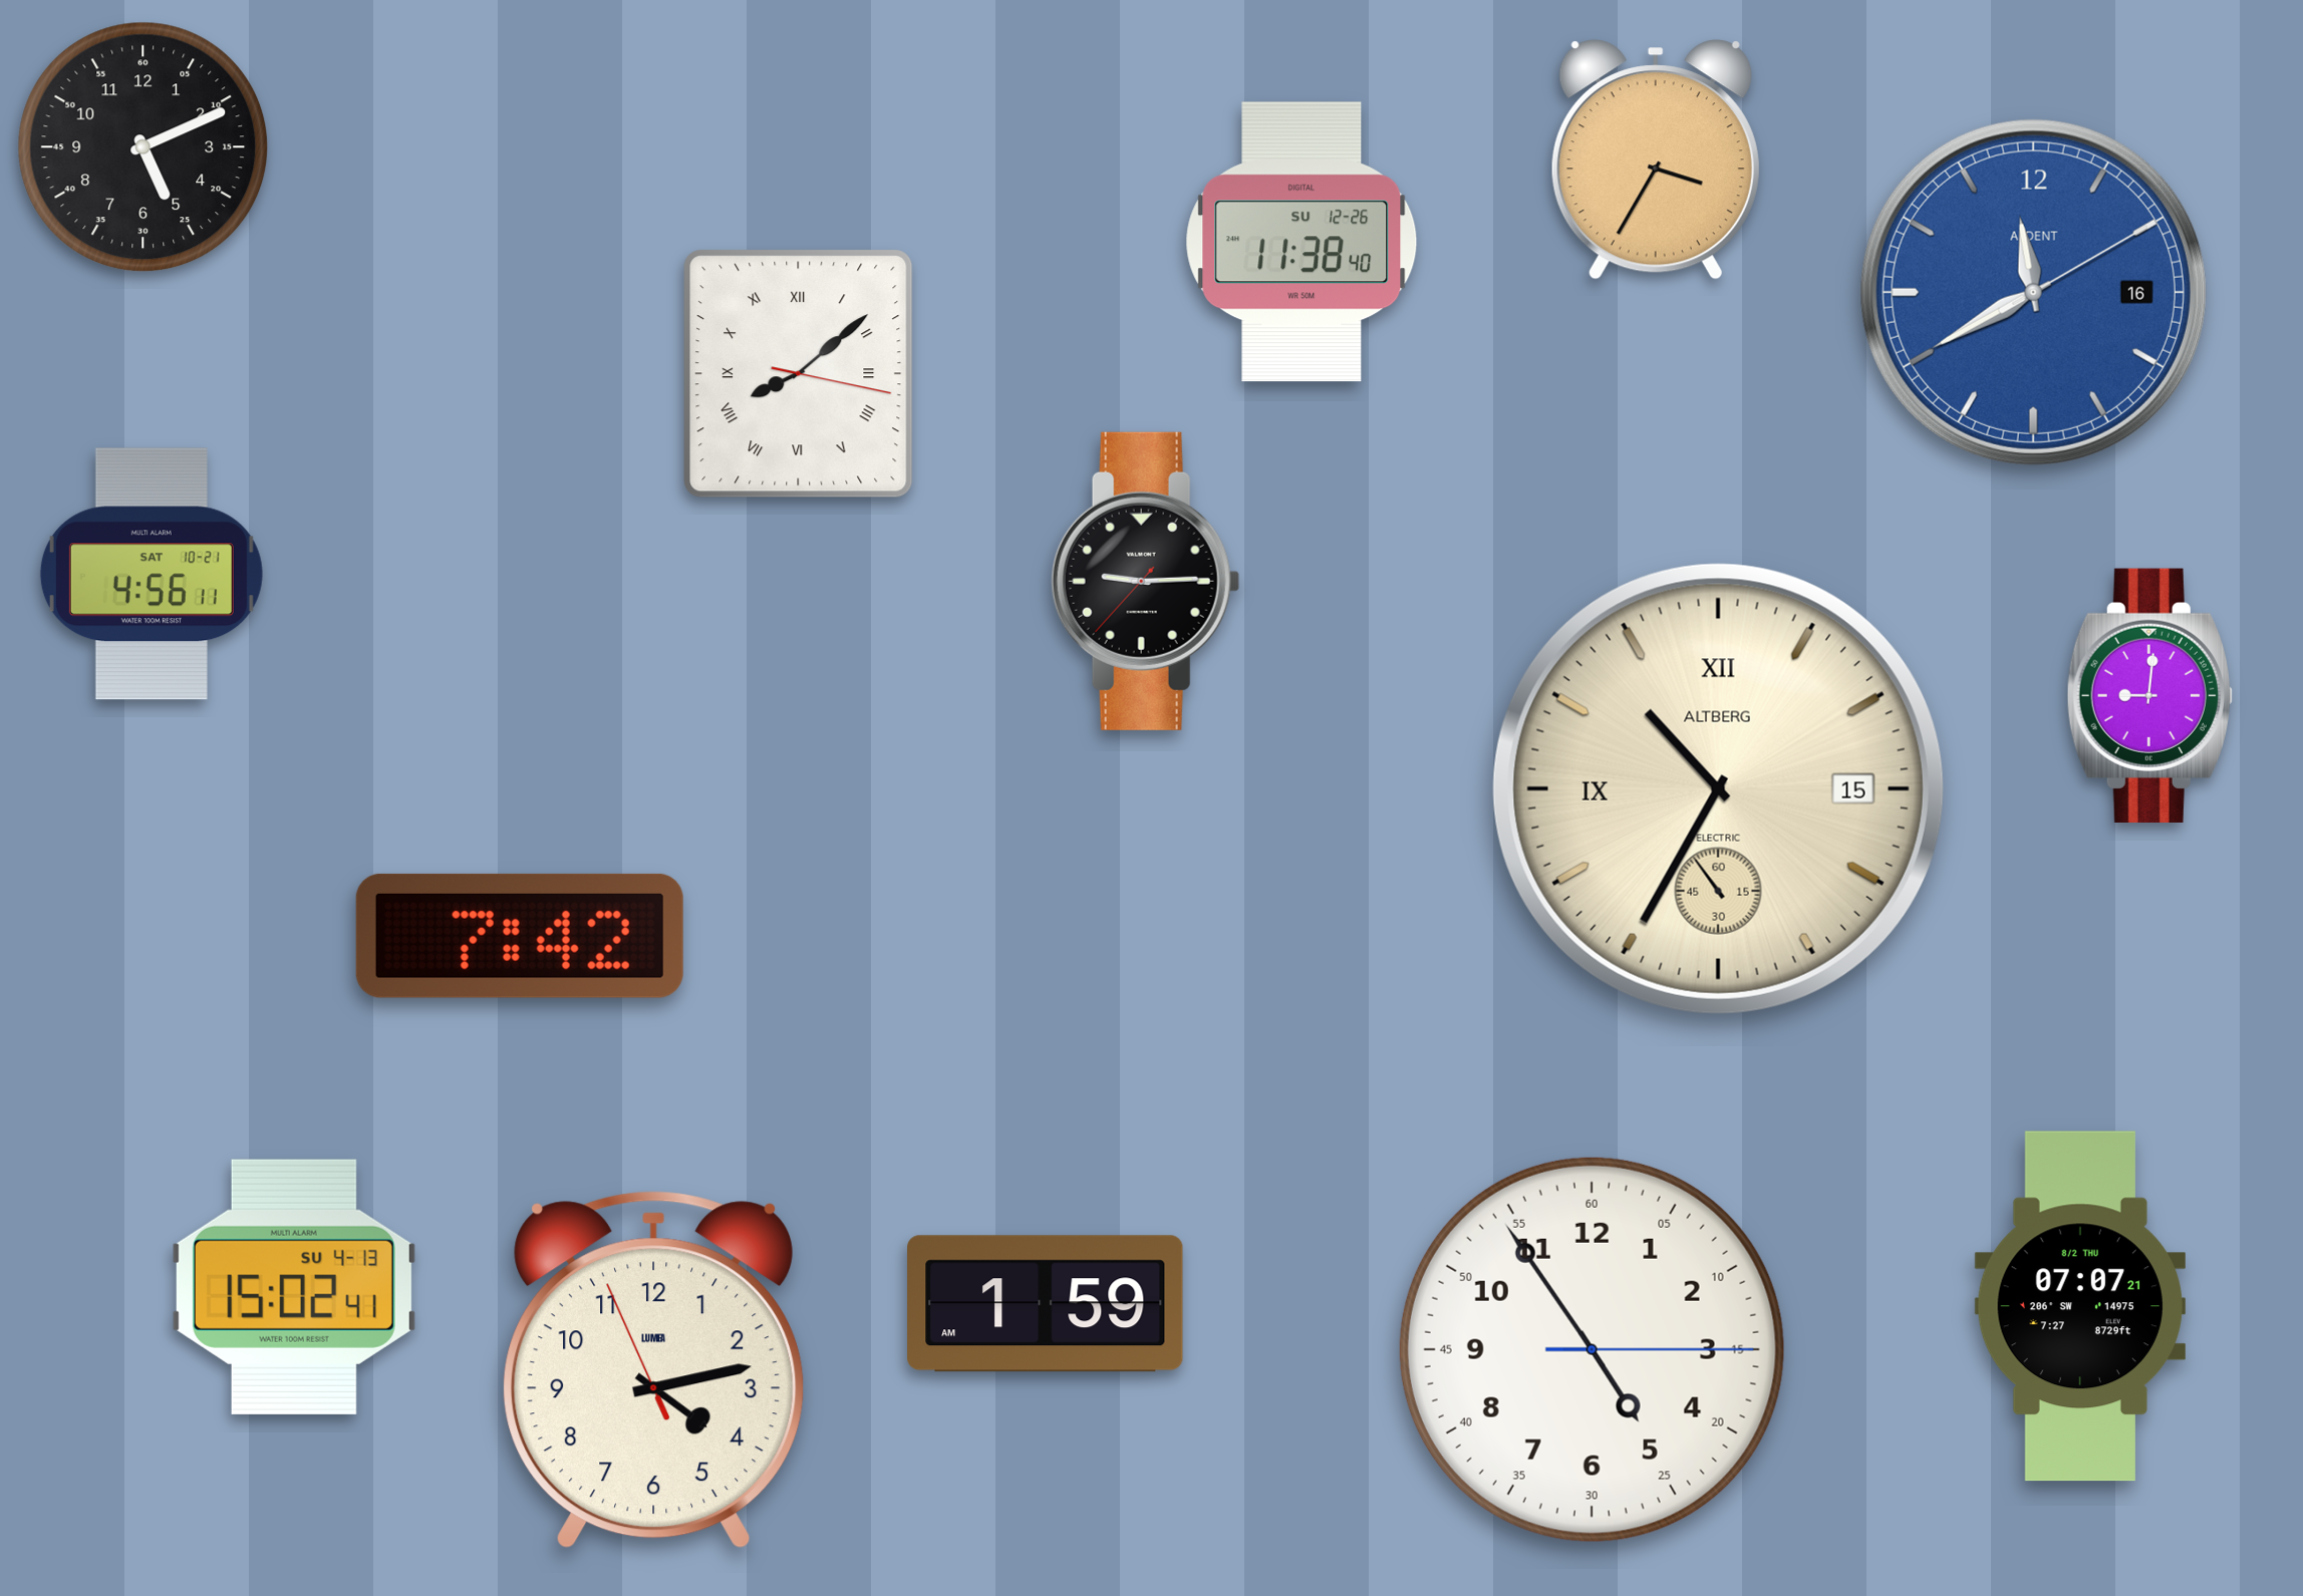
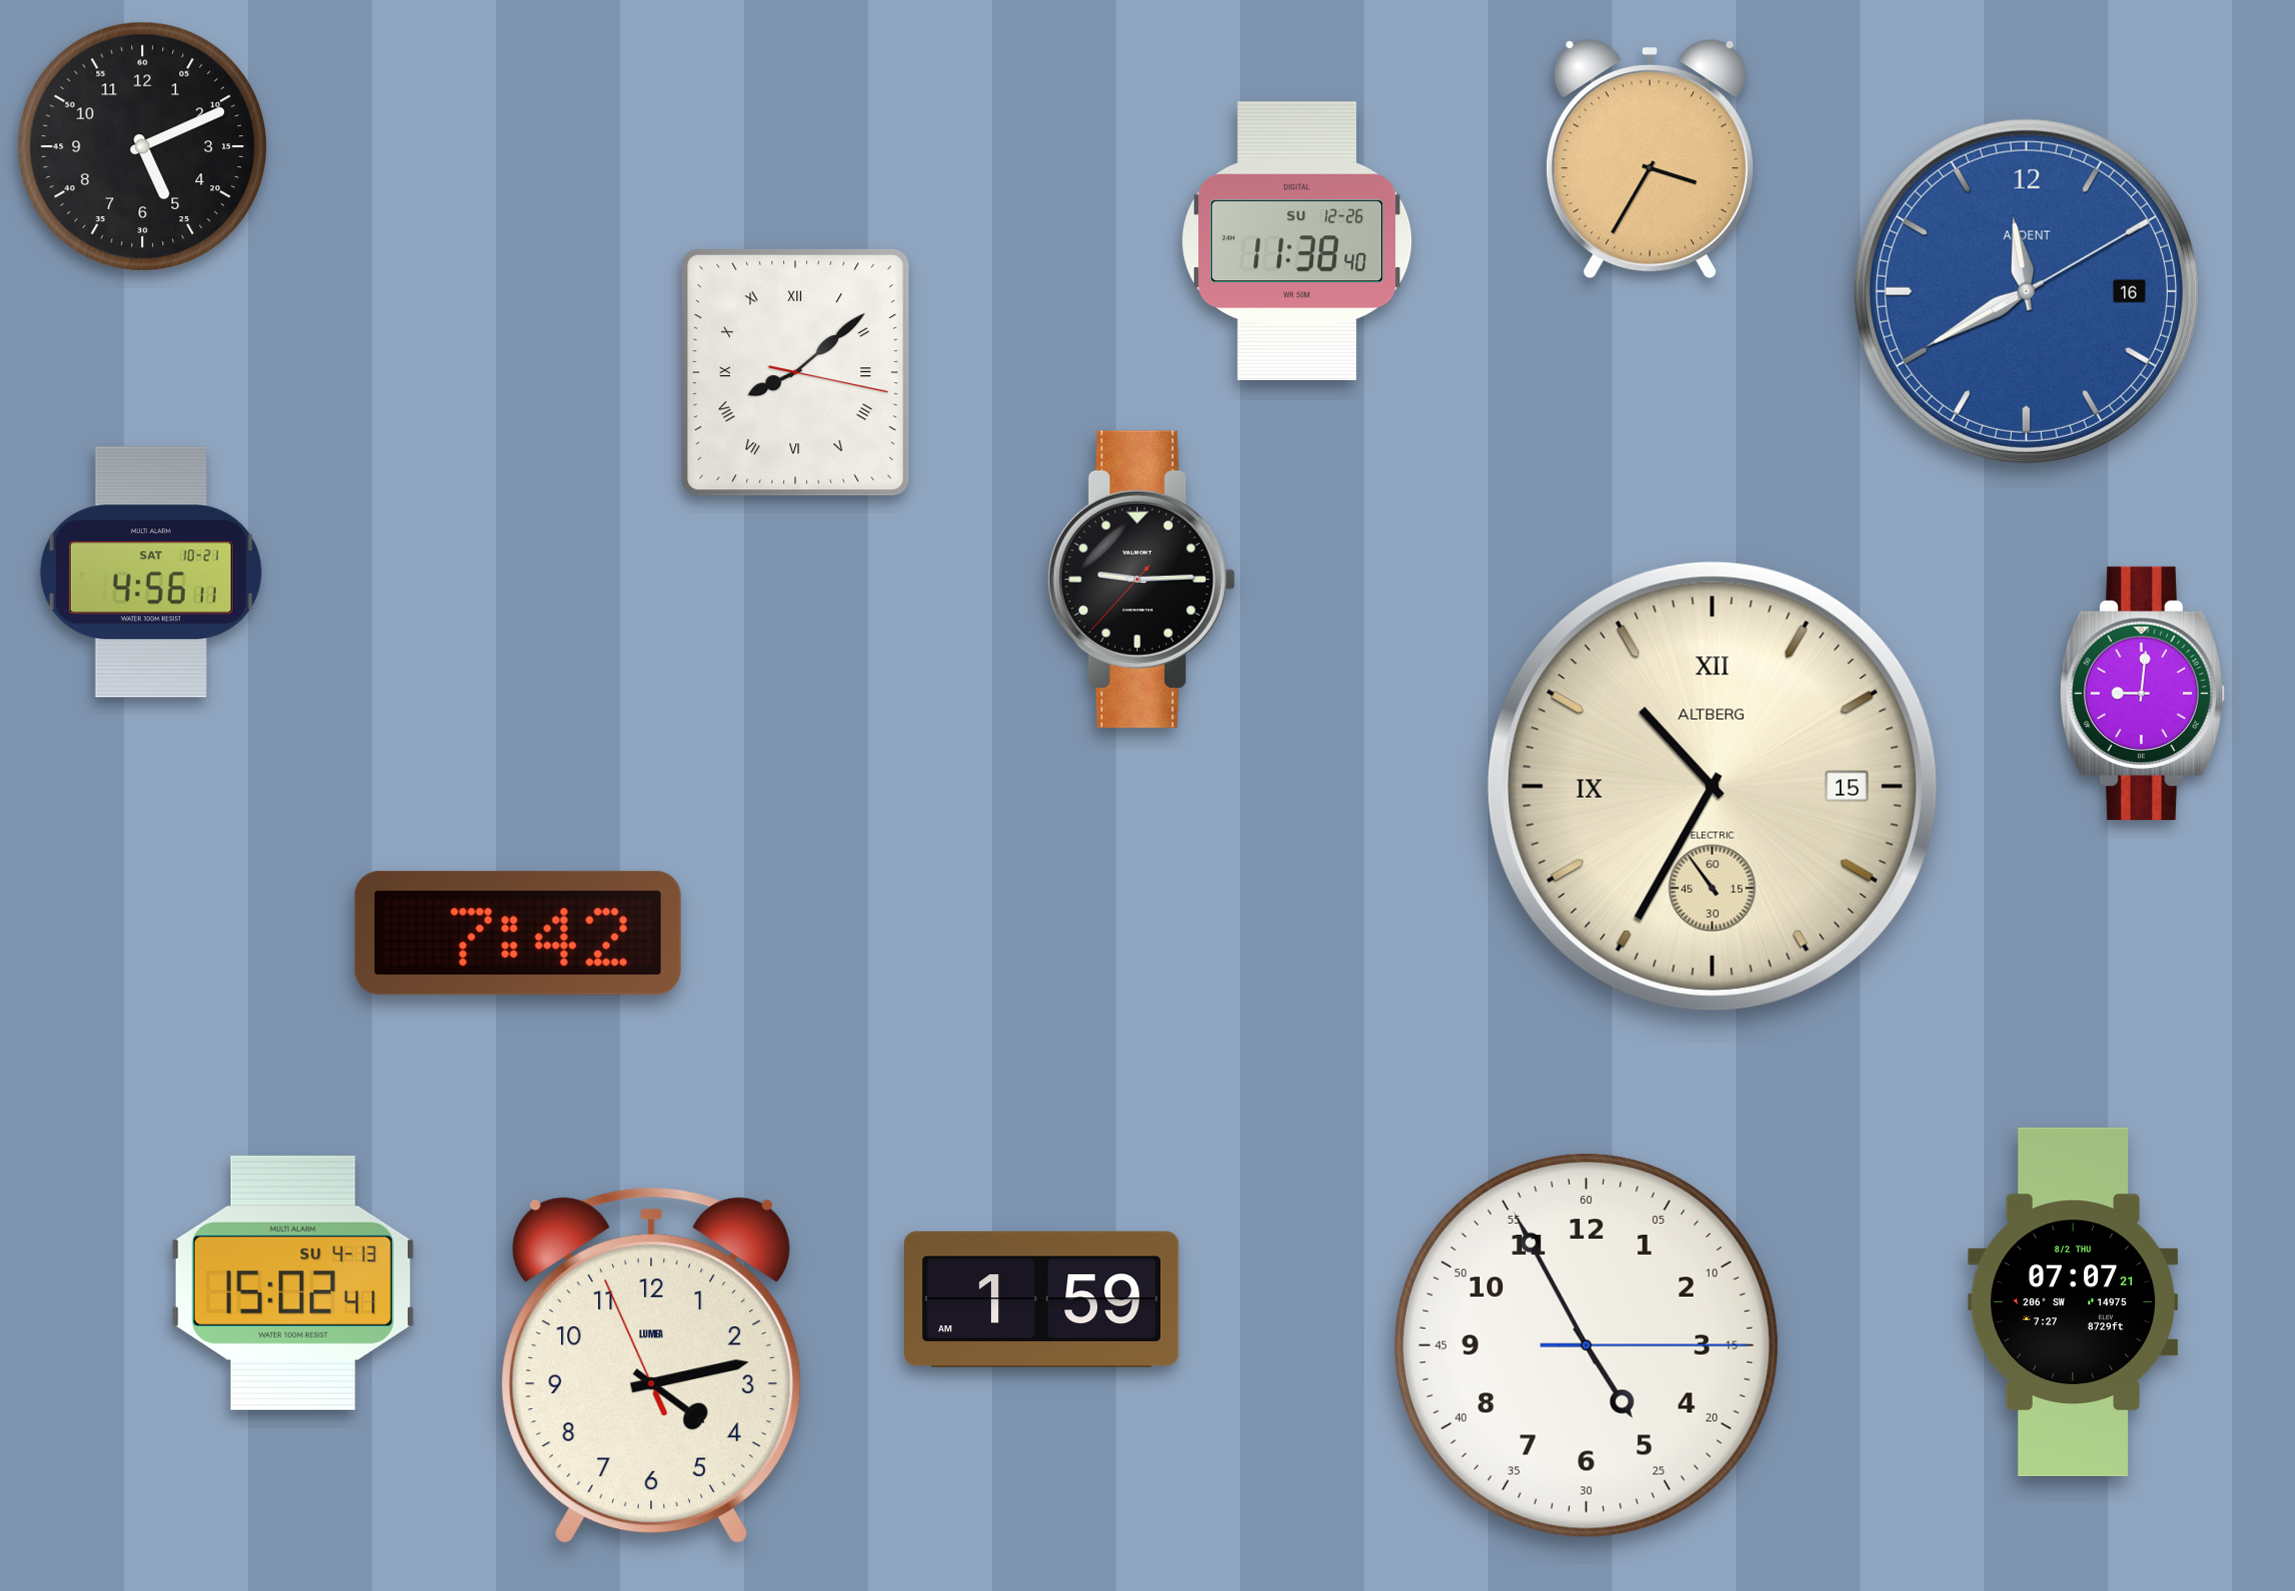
clock at (1592, 1349): 4:54 -> 4:55
